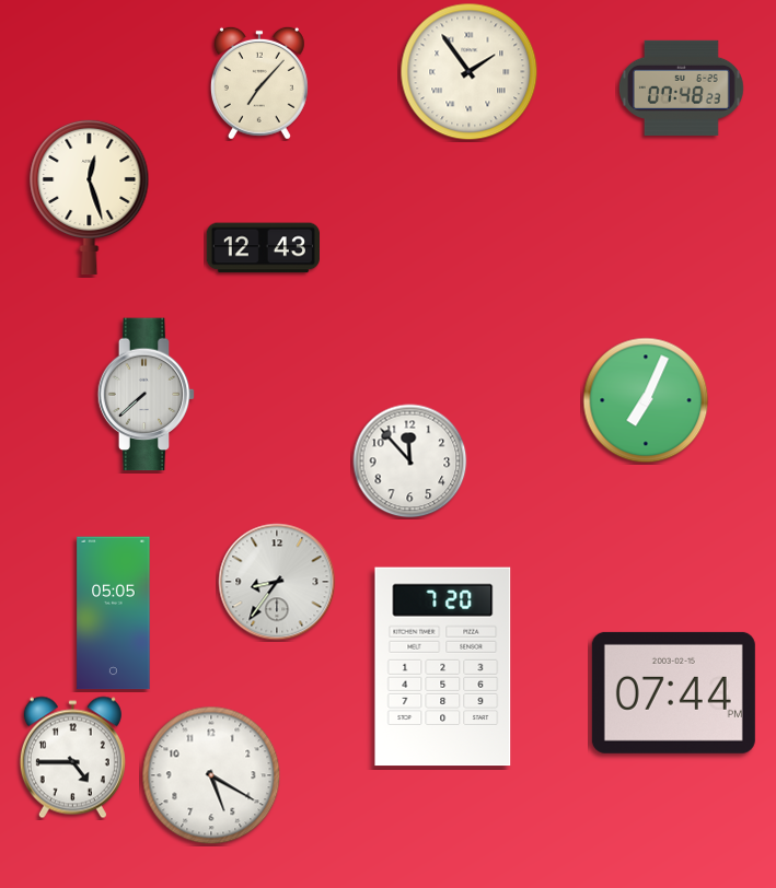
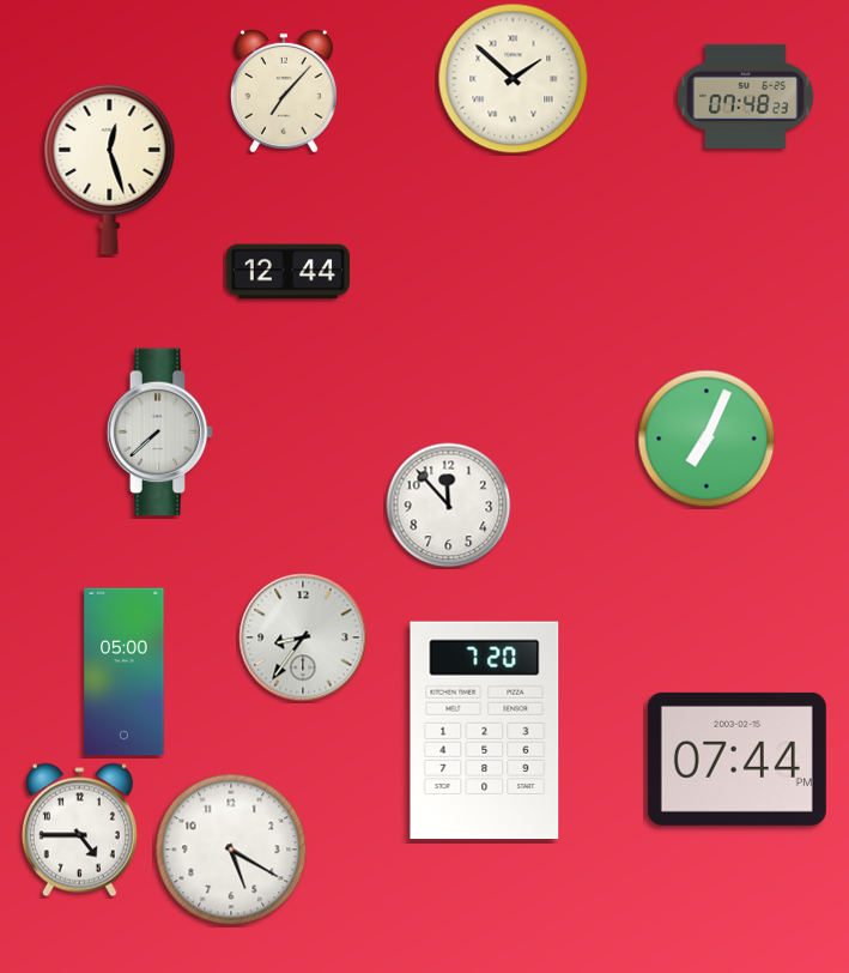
clock at (470, 72): 1:54 -> 1:52
clock at (90, 197) position: (90, 197) -> (110, 169)
clock at (263, 248): 12:43 -> 12:44
clock at (114, 614): 05:05 -> 05:00
